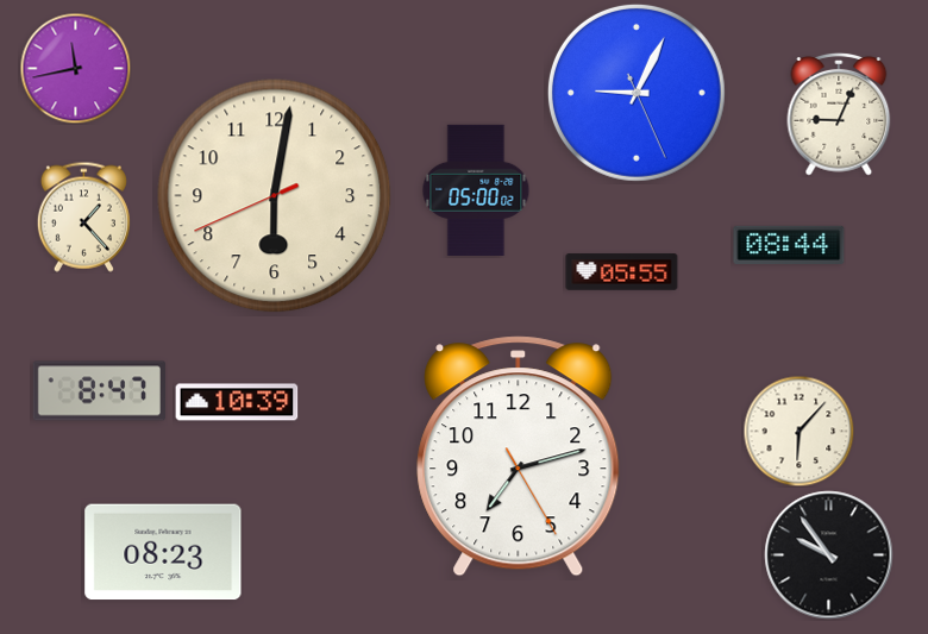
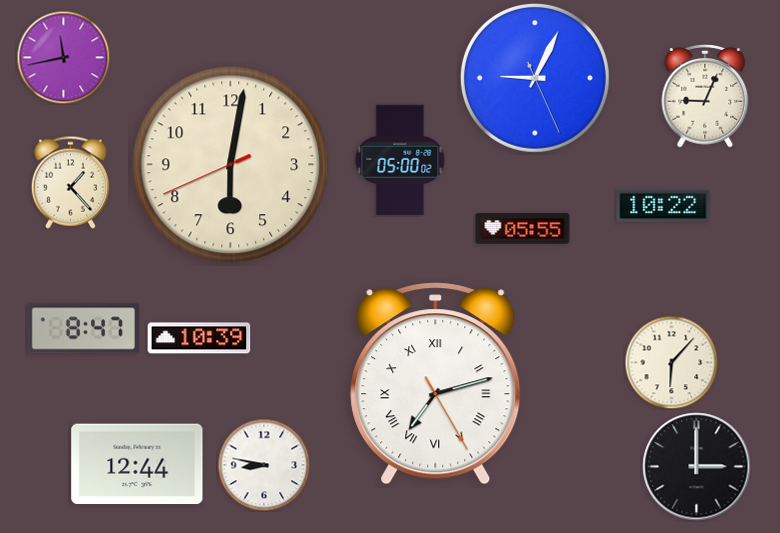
clock at (789, 245): 08:44 -> 10:22
clock at (519, 457) numerals: Arabic -> Roman
clock at (163, 552): 08:23 -> 12:44
clock at (264, 465): none -> 8:47
clock at (829, 555): 9:54 -> 3:00
